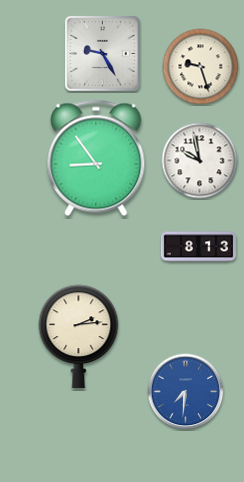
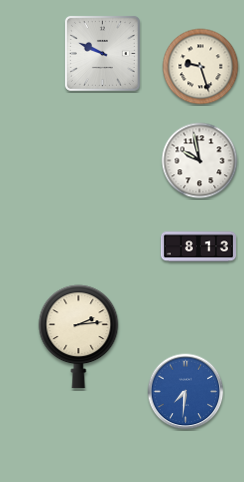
clock at (102, 53): 9:25 -> 9:49
clock at (96, 158): 8:54 -> none
